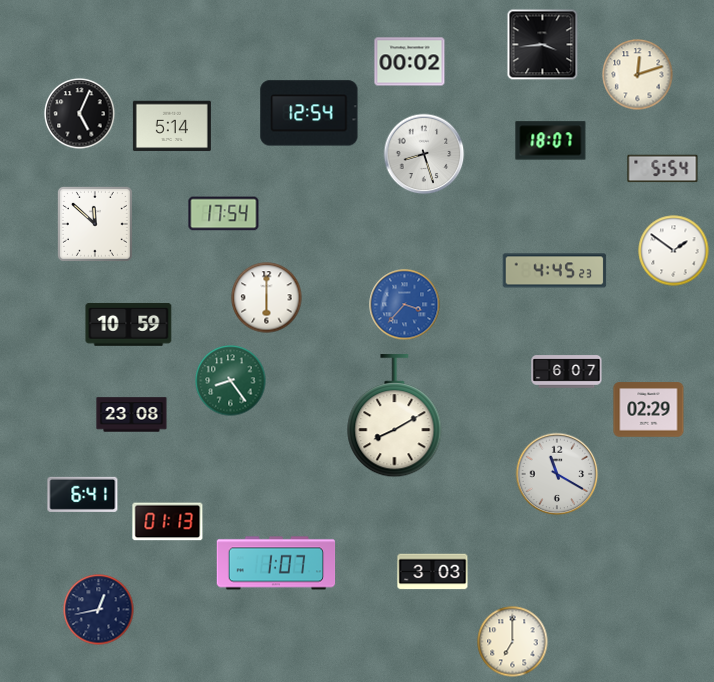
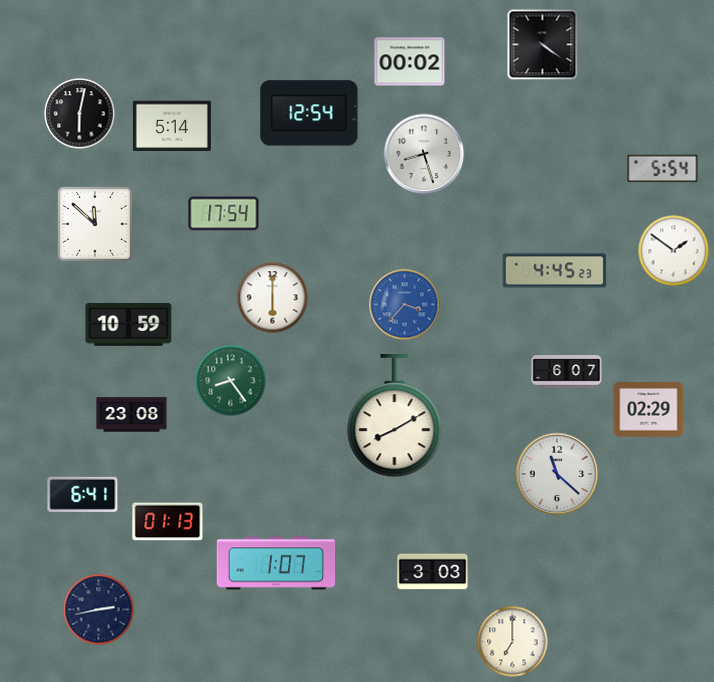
clock at (543, 45): 3:44 -> 4:21
clock at (638, 75): 12:12 -> none
clock at (80, 114): 5:04 -> 6:02
clock at (551, 141): 18:07 -> none
clock at (267, 298) position: (267, 298) -> (273, 298)
clock at (557, 474): 11:20 -> 11:22
clock at (99, 610): 12:43 -> 2:43
